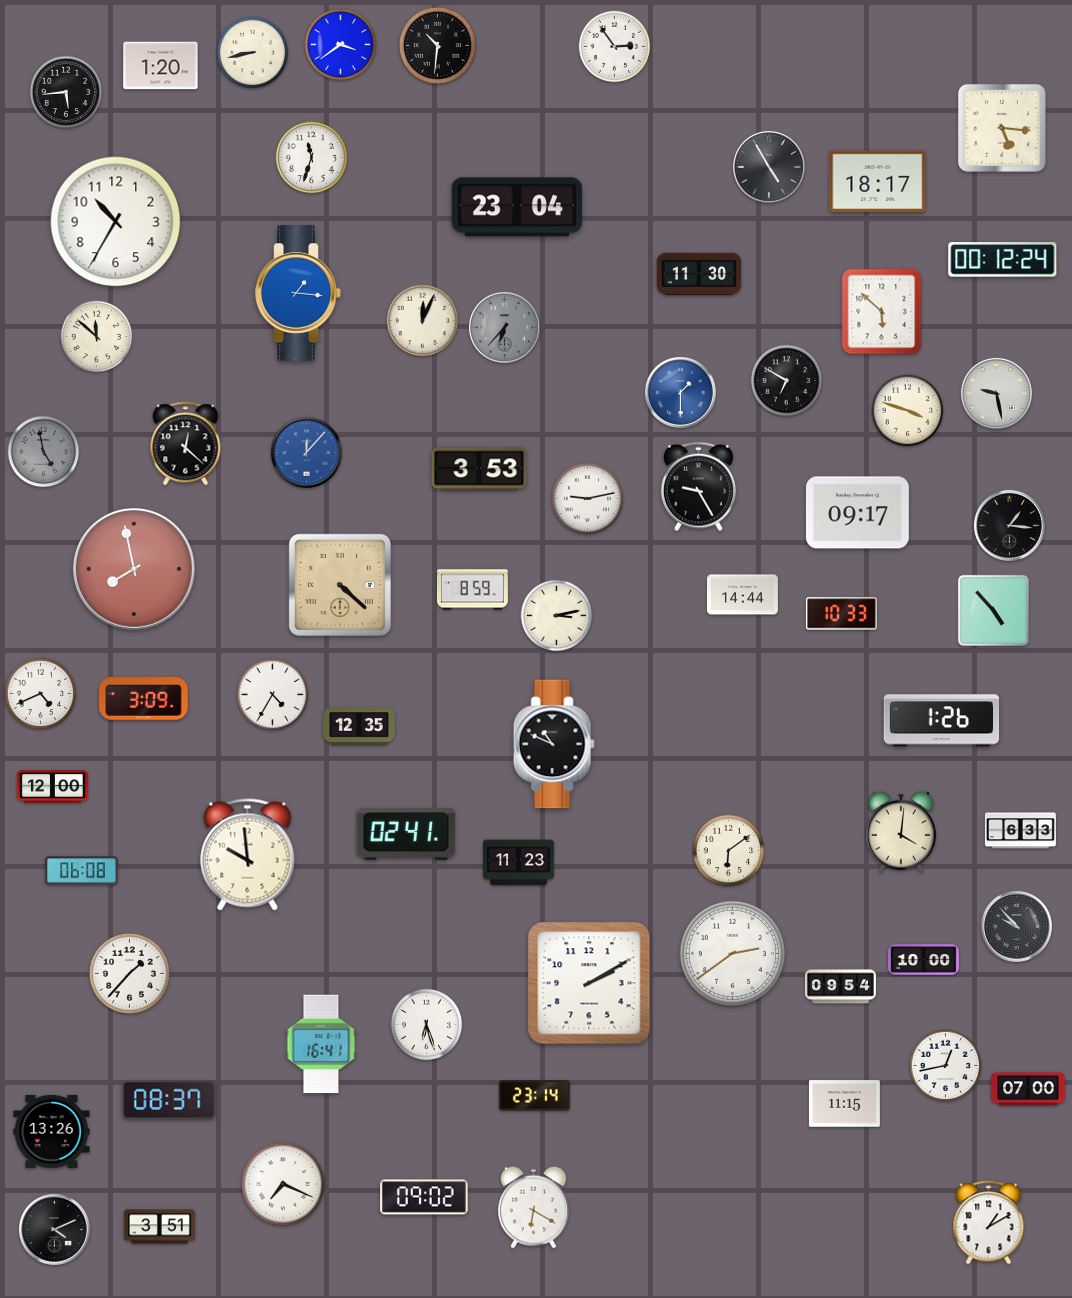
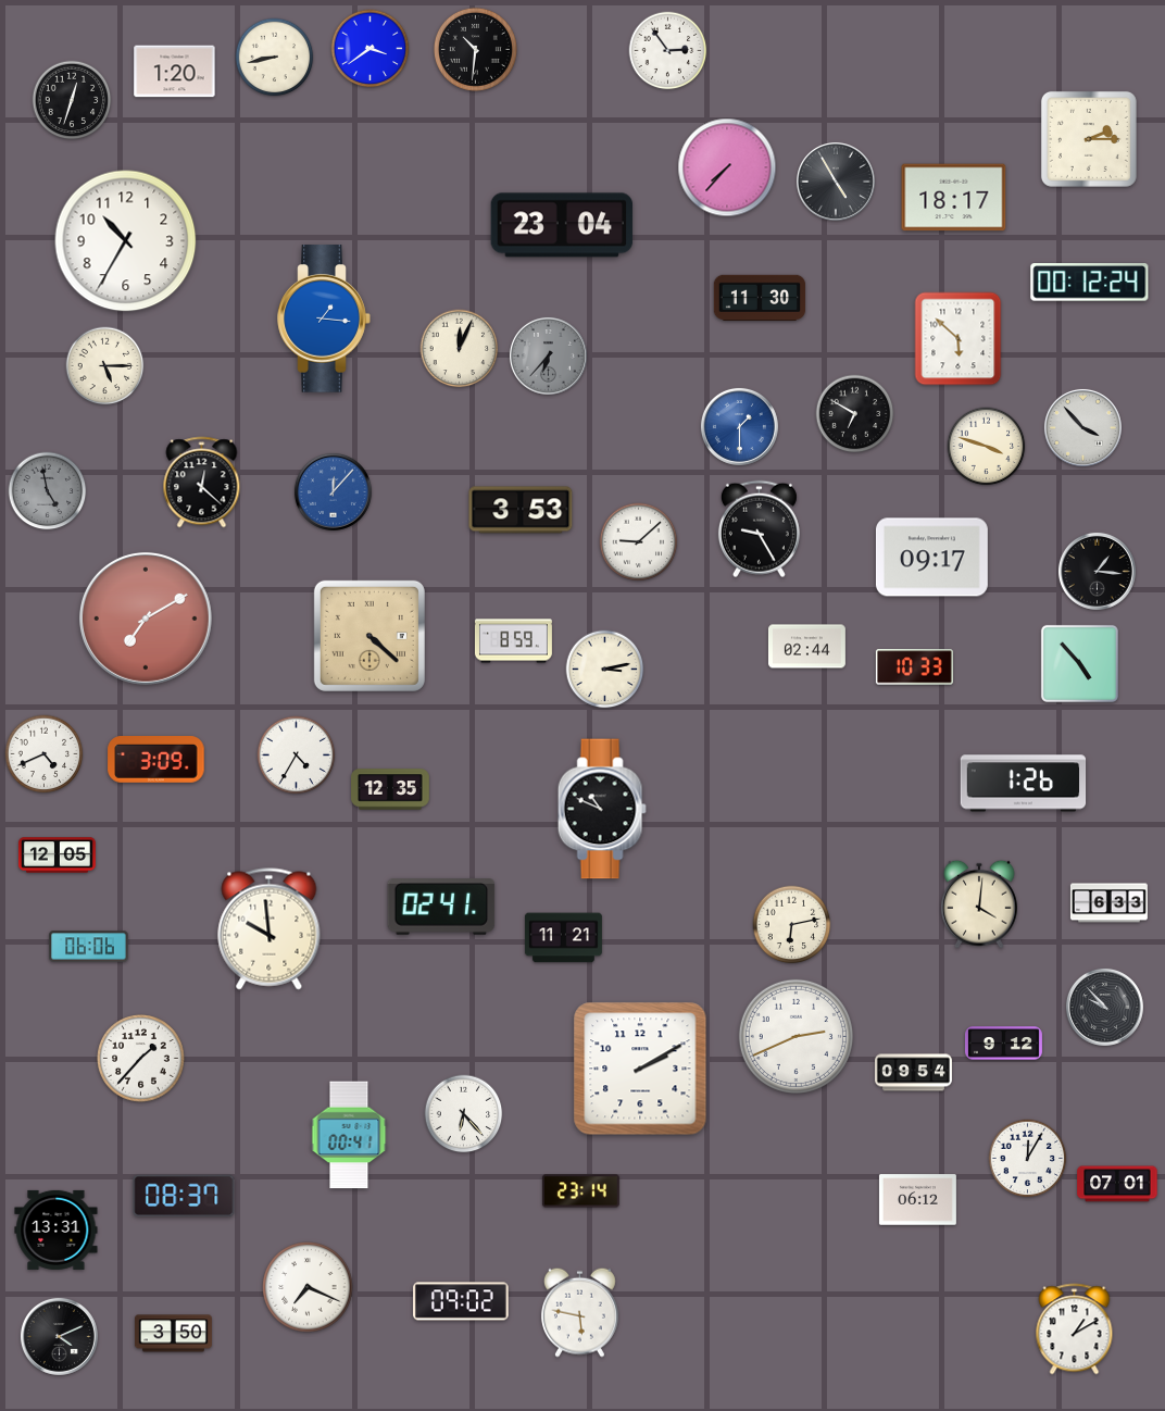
clock at (66, 92): 5:44 -> 12:33
clock at (1002, 128): 5:16 -> 2:15
clock at (727, 167): none -> 7:37
clock at (312, 158): 11:33 -> none
clock at (97, 337): 11:52 -> 5:15
clock at (996, 393): 9:28 -> 3:53
clock at (588, 499): 9:13 -> 9:08
clock at (134, 569): 7:58 -> 7:10
clock at (742, 595): 14:44 -> 02:44
clock at (52, 787): 12:00 -> 12:05
clock at (729, 851): 6:09 -> 6:13
clock at (518, 863): 11:23 -> 11:21
clock at (82, 871): 06:08 -> 06:06
clock at (732, 953): 2:39 -> 2:41
clock at (923, 960): 10:00 -> 9:12
clock at (427, 1025): 6:27 -> 6:23
clock at (321, 1044): 16:41 -> 00:41
clock at (946, 1066): 12:43 -> 12:05
clock at (1028, 1089): 07:00 -> 07:01
clock at (844, 1104): 11:15 -> 06:12
clock at (52, 1131): 13:26 -> 13:31
clock at (533, 1207): 6:20 -> 5:47
clock at (159, 1227): 3:51 -> 3:50
